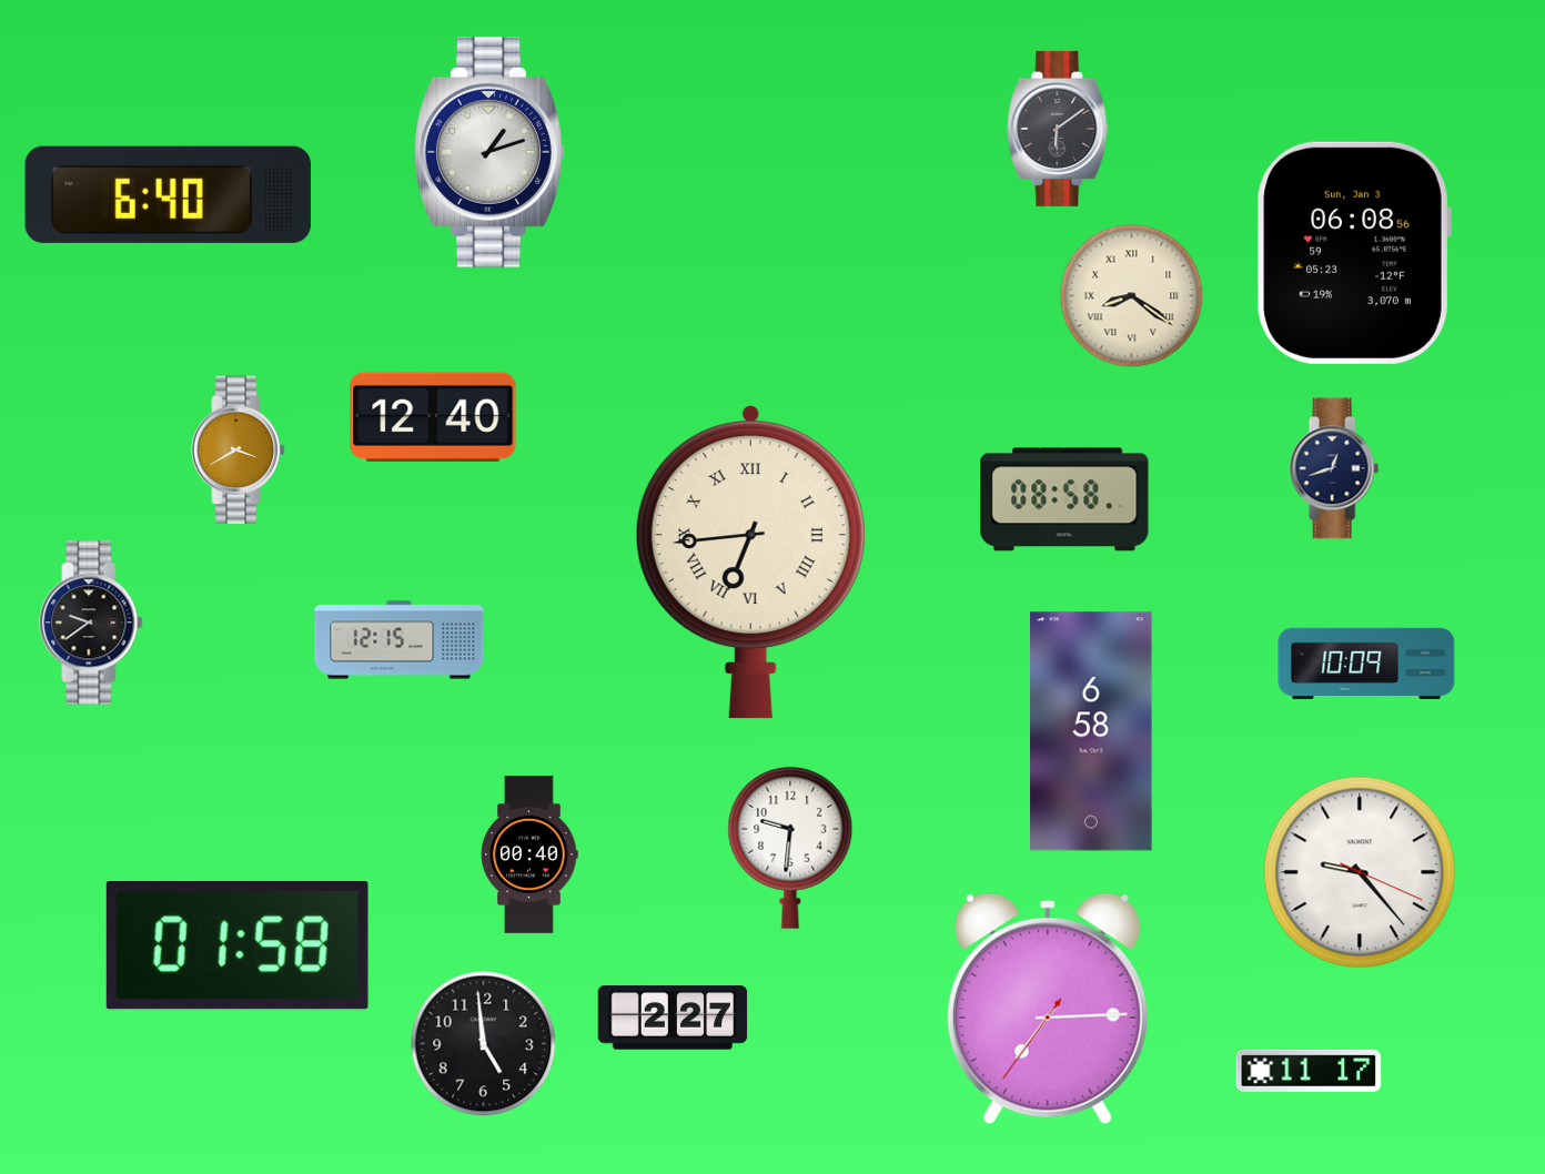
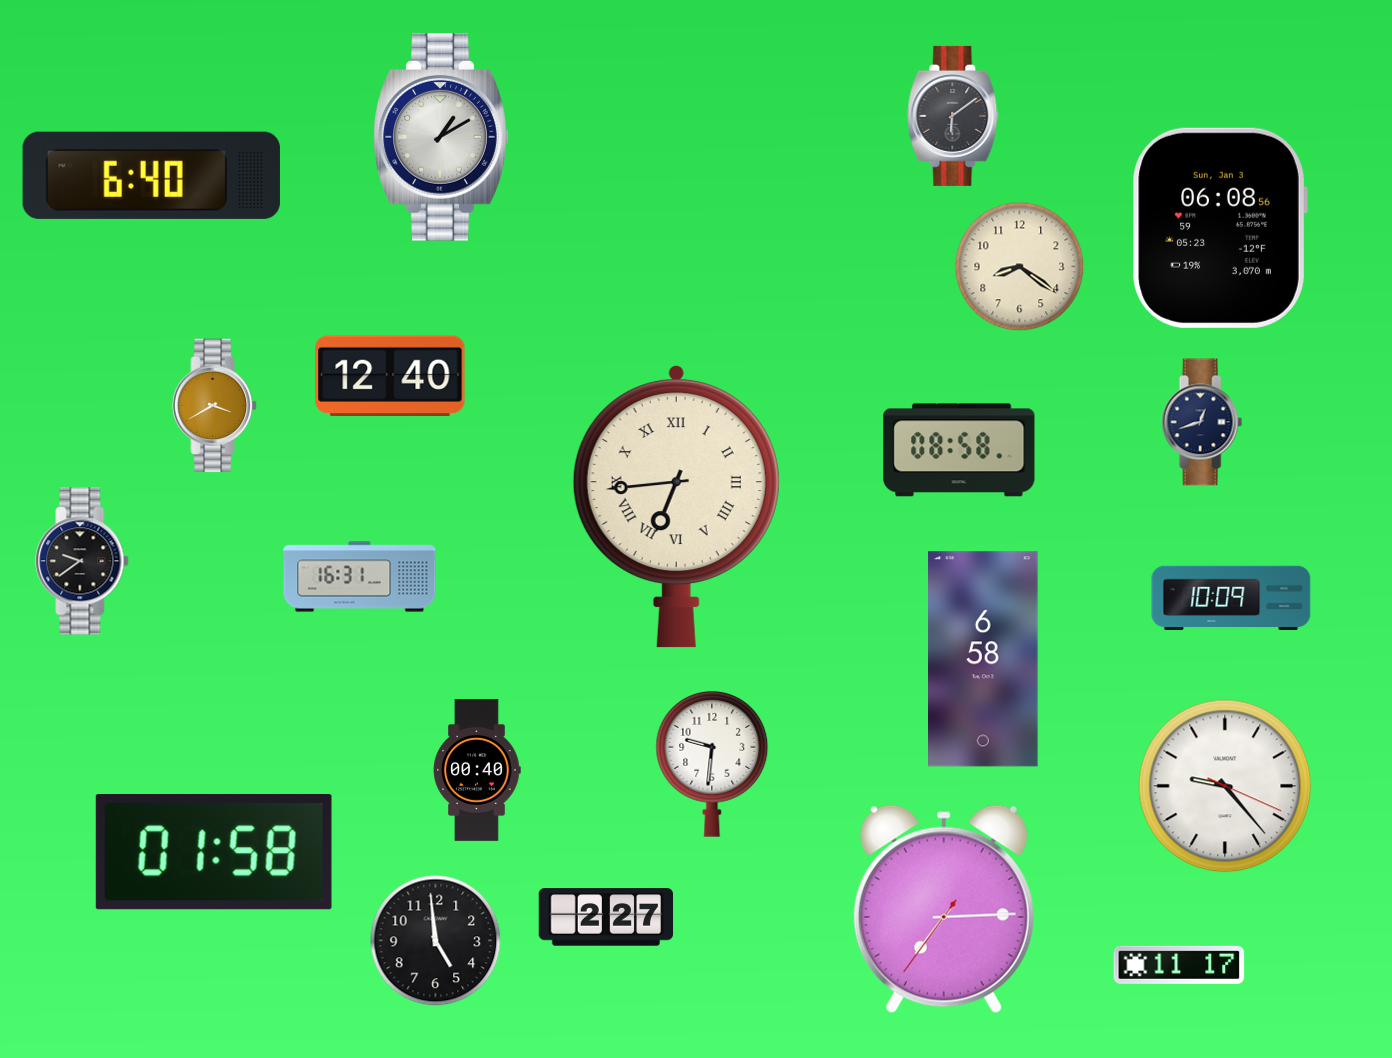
clock at (489, 153): 1:12 -> 1:10
clock at (1132, 296) numerals: Roman -> Arabic
clock at (400, 640): 12:15 -> 16:31
